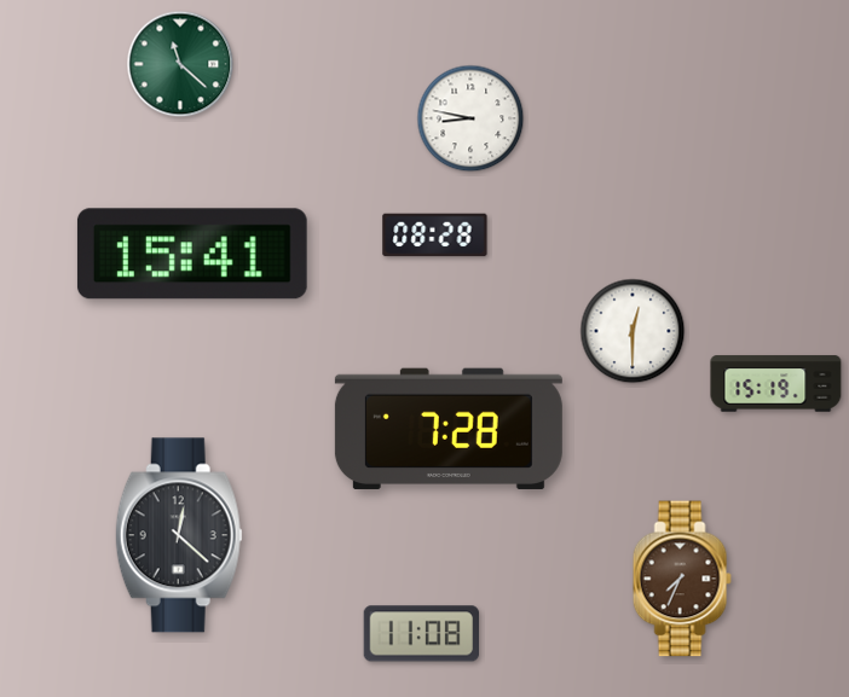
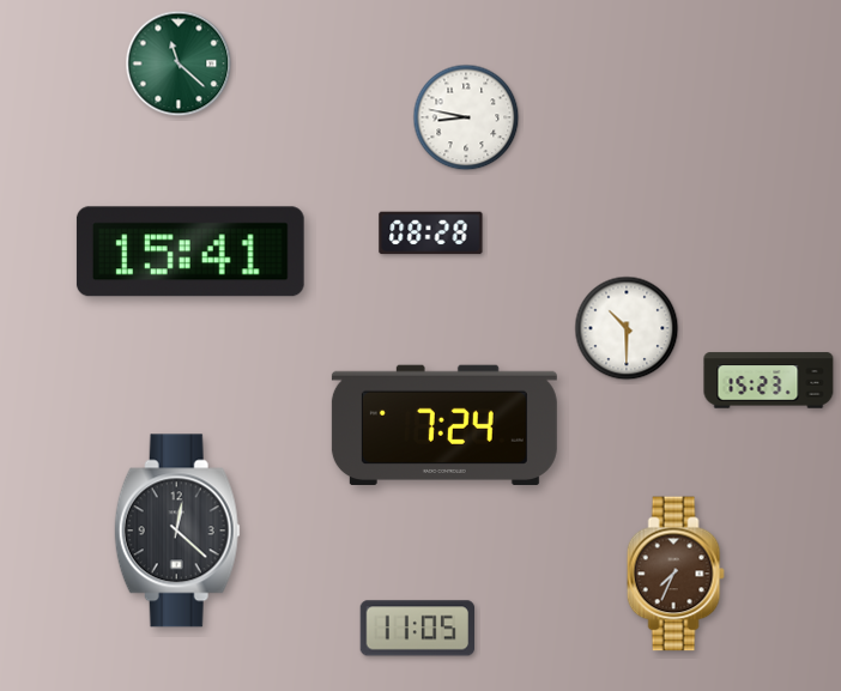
clock at (633, 331): 12:30 -> 10:30
clock at (776, 384): 15:19 -> 15:23
clock at (449, 428): 7:28 -> 7:24
clock at (421, 634): 11:08 -> 11:05
